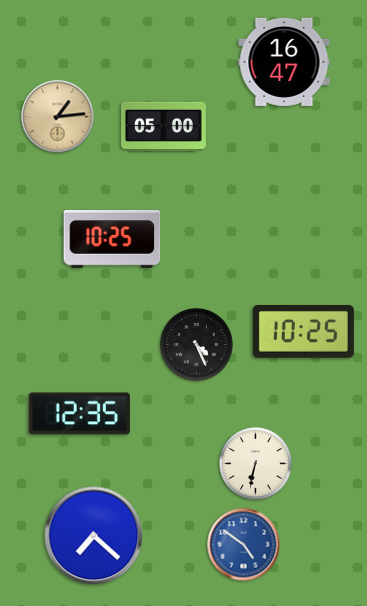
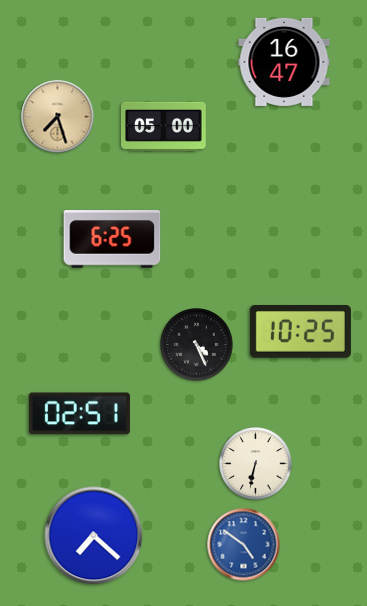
clock at (58, 117): 1:14 -> 7:27
clock at (112, 240): 10:25 -> 6:25
clock at (303, 332) position: (303, 332) -> (300, 332)
clock at (79, 414): 12:35 -> 02:51
